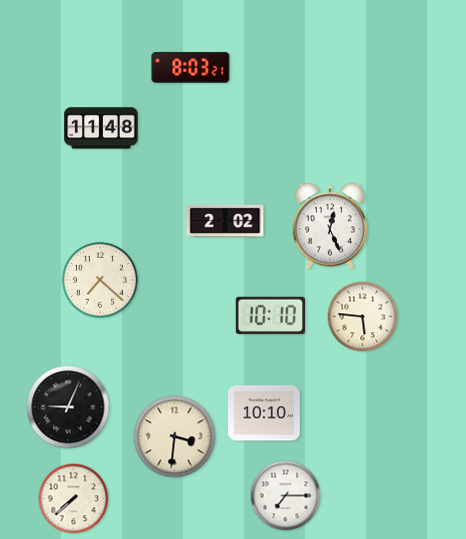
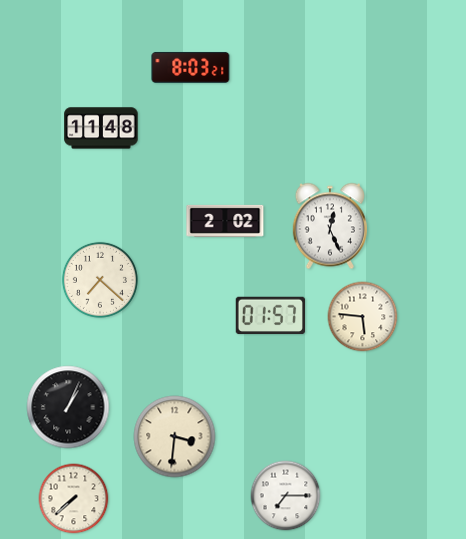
clock at (271, 316): 10:10 -> 01:57
clock at (68, 407): 9:04 -> 1:04
clock at (265, 413): 10:10 -> none
